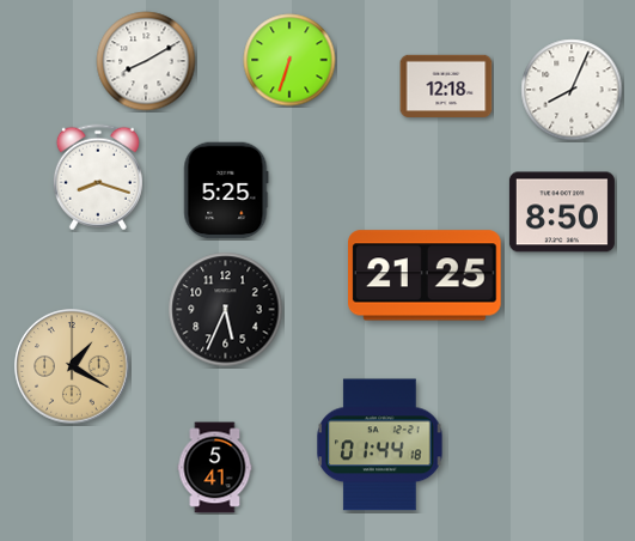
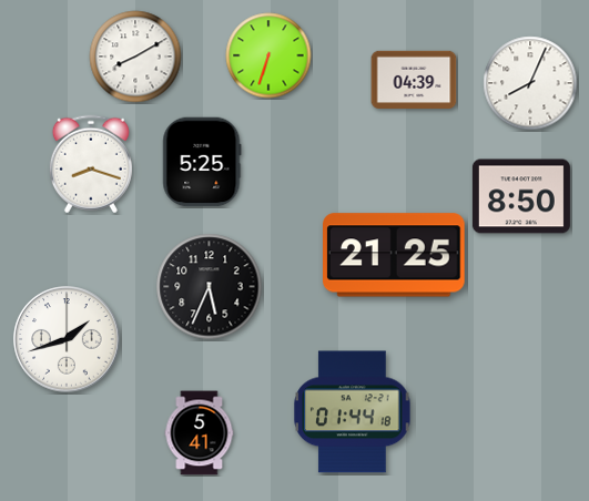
clock at (446, 85): 12:18 -> 04:39
clock at (226, 190) position: (226, 190) -> (202, 162)
clock at (72, 366): 1:20 -> 1:42
clock at (72, 366) dial: champagne -> white
